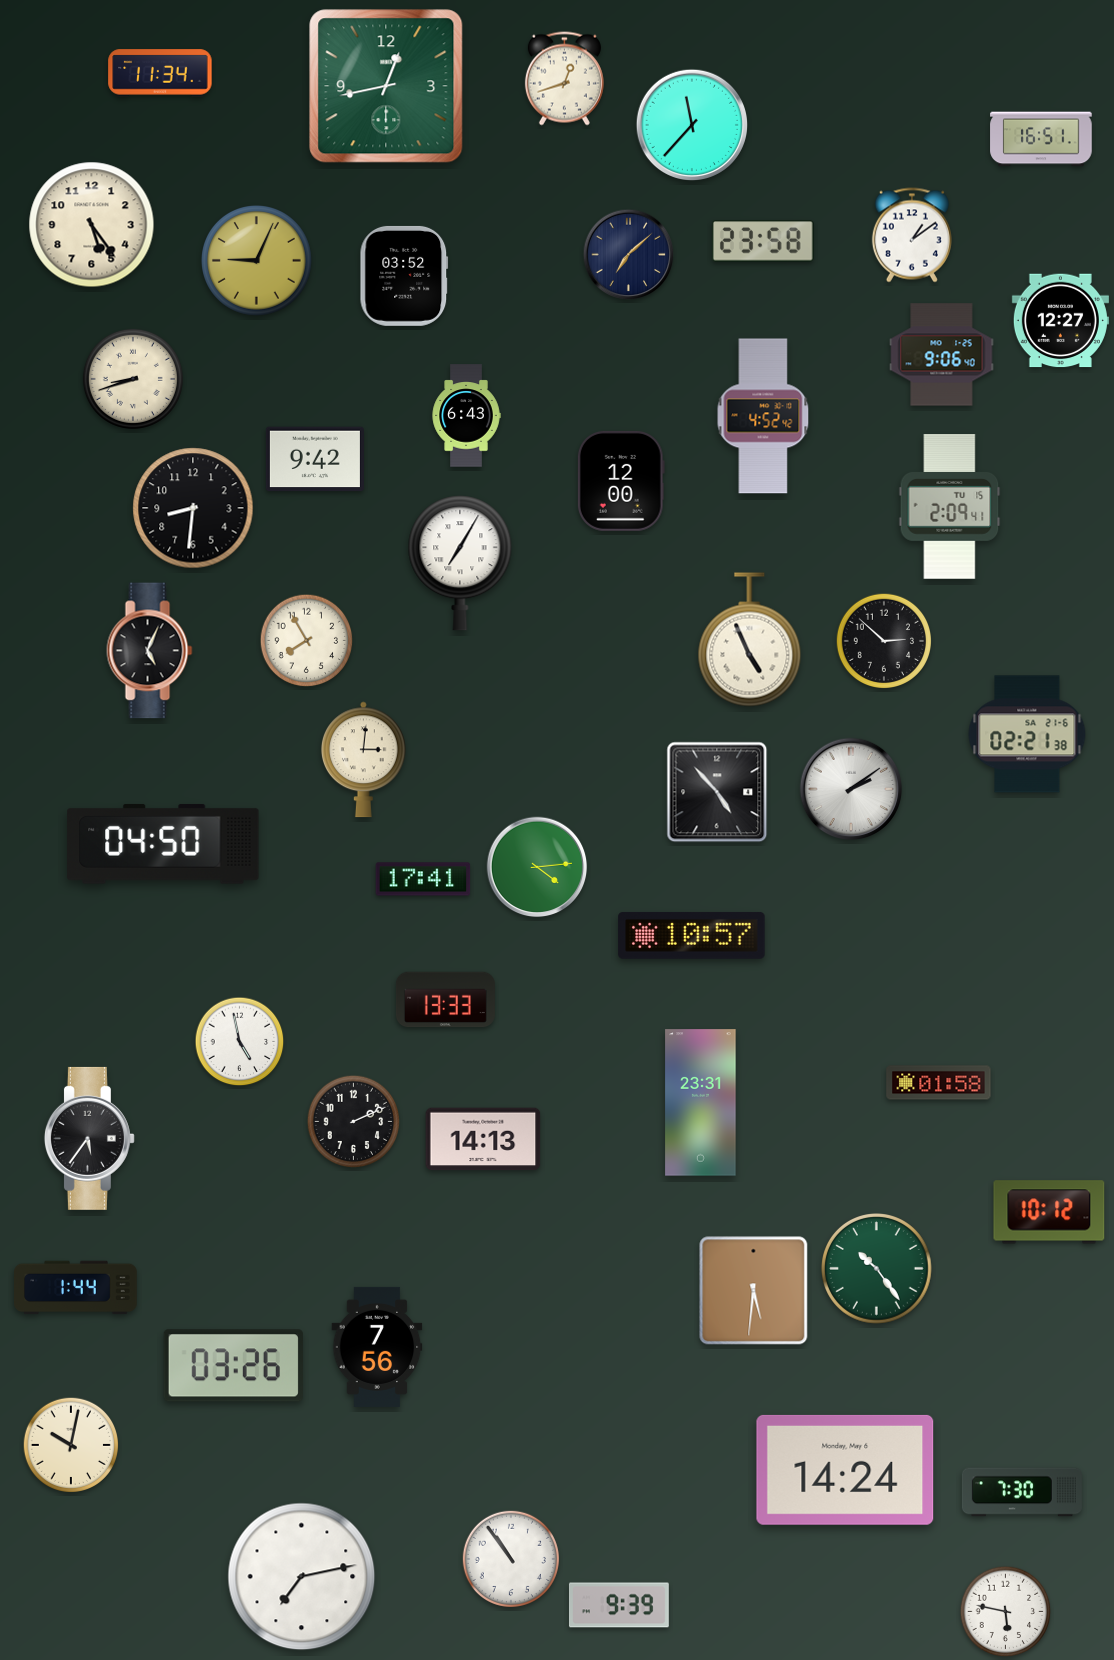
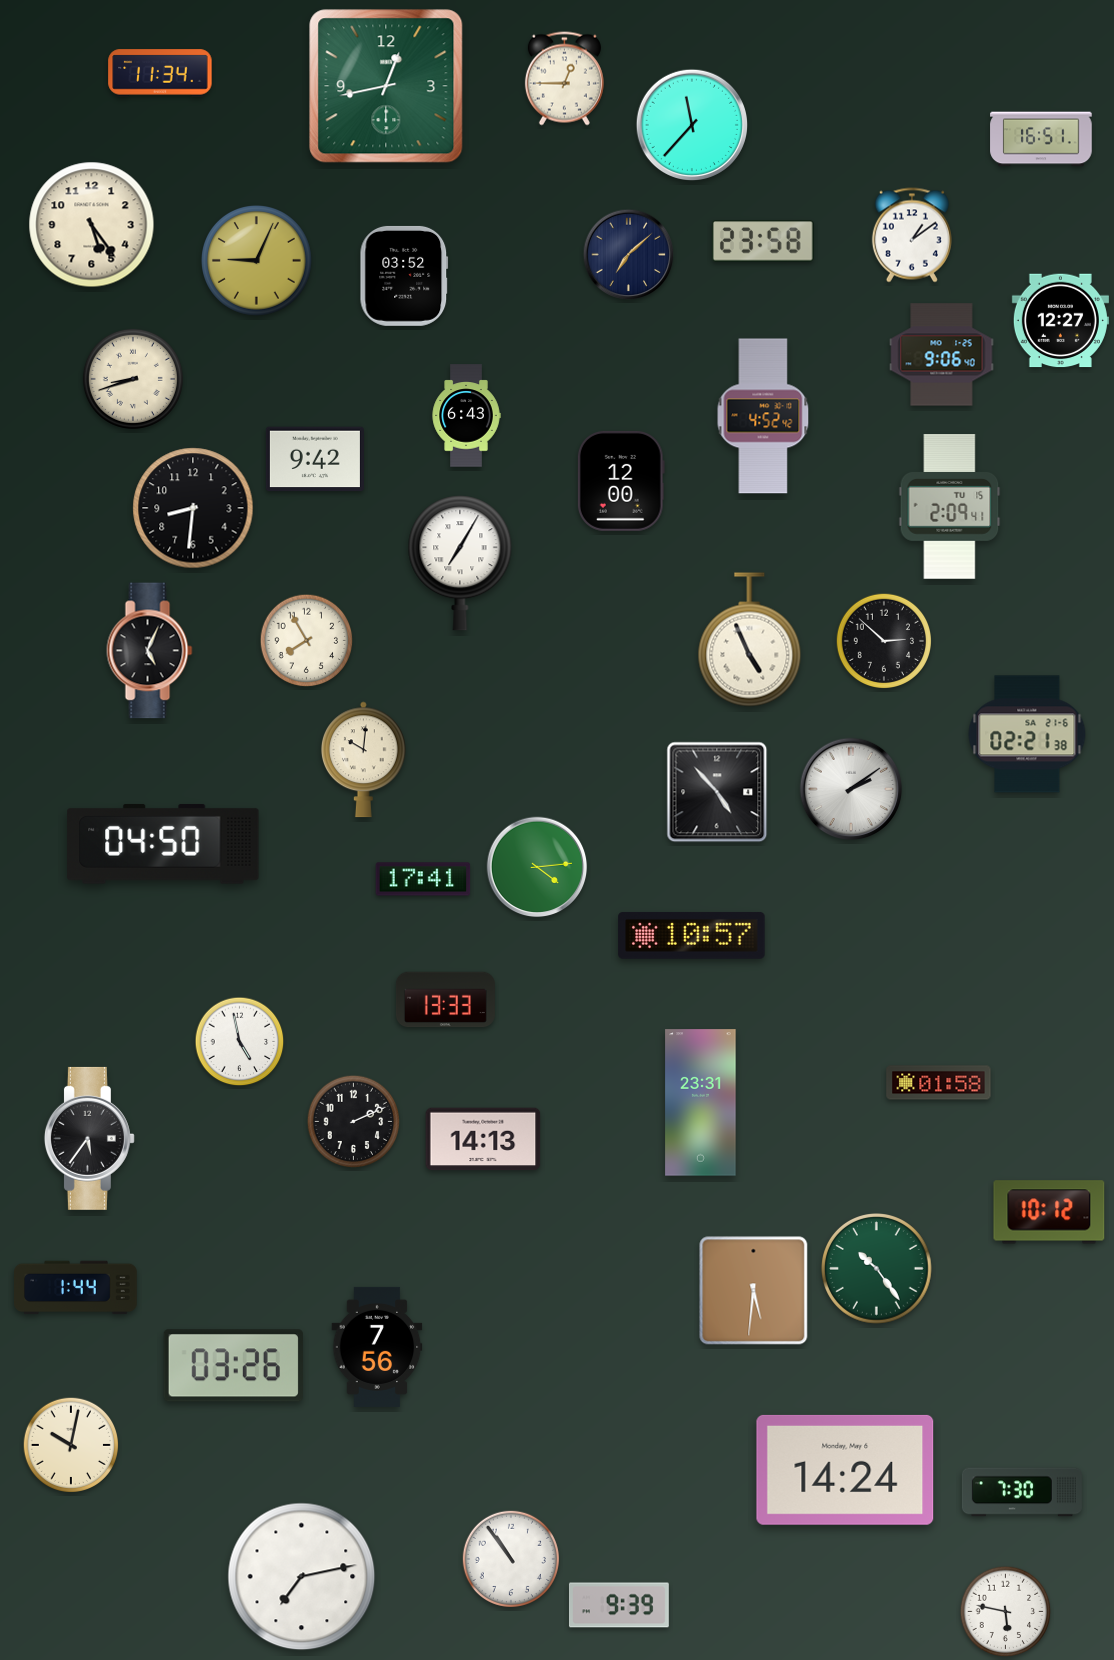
clock at (564, 79): 12:42 -> 12:45
clock at (363, 760): 3:01 -> 10:01
